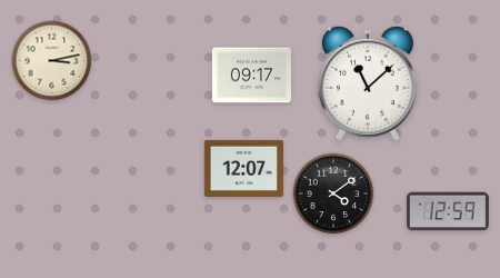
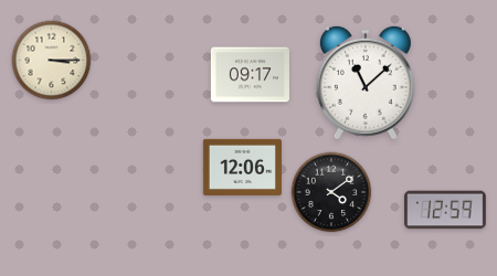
clock at (52, 61): 3:13 -> 3:15
clock at (243, 168): 12:07 -> 12:06
